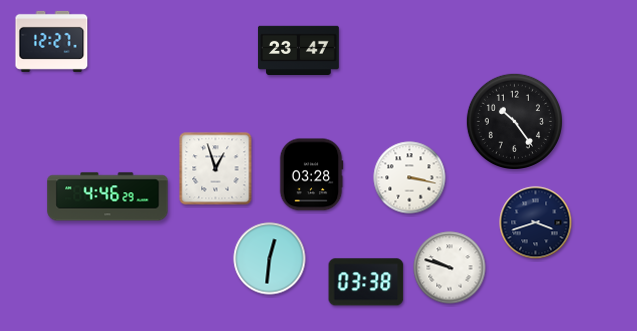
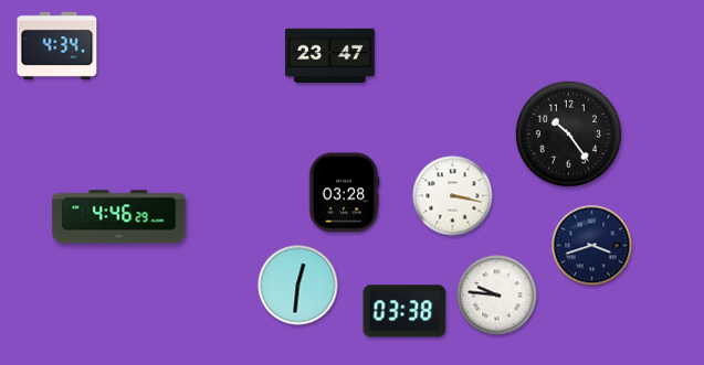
clock at (52, 41): 12:27 -> 4:34
clock at (216, 169): 12:57 -> none
clock at (450, 268): 9:48 -> 9:46
